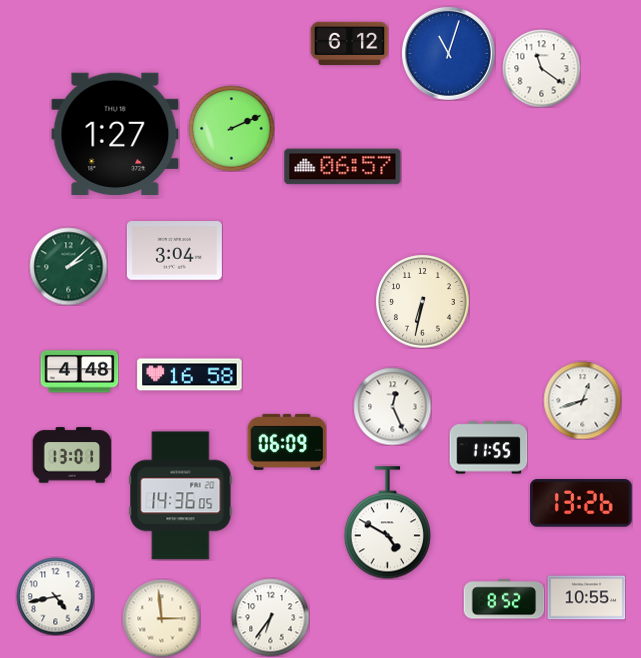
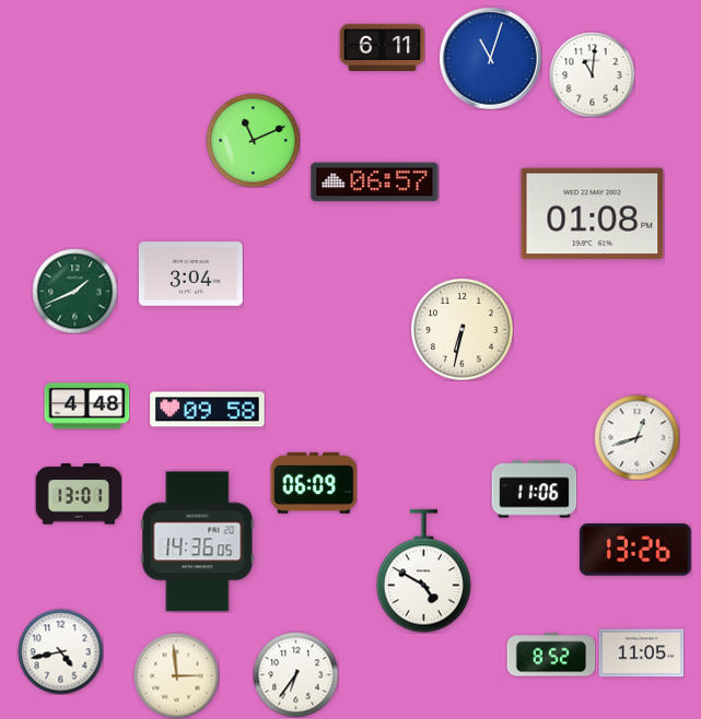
clock at (349, 44): 6:12 -> 6:11
clock at (541, 68): 11:21 -> 11:01
clock at (231, 128): 2:11 -> 11:11
clock at (115, 133): 1:27 -> none
clock at (593, 214): none -> 01:08
clock at (68, 266): 2:08 -> 1:41
clock at (190, 375): 16:58 -> 09:58
clock at (392, 406): 12:26 -> none
clock at (488, 448): 11:55 -> 11:06
clock at (72, 455) position: (72, 455) -> (79, 494)
clock at (586, 598): 10:55 -> 11:05
